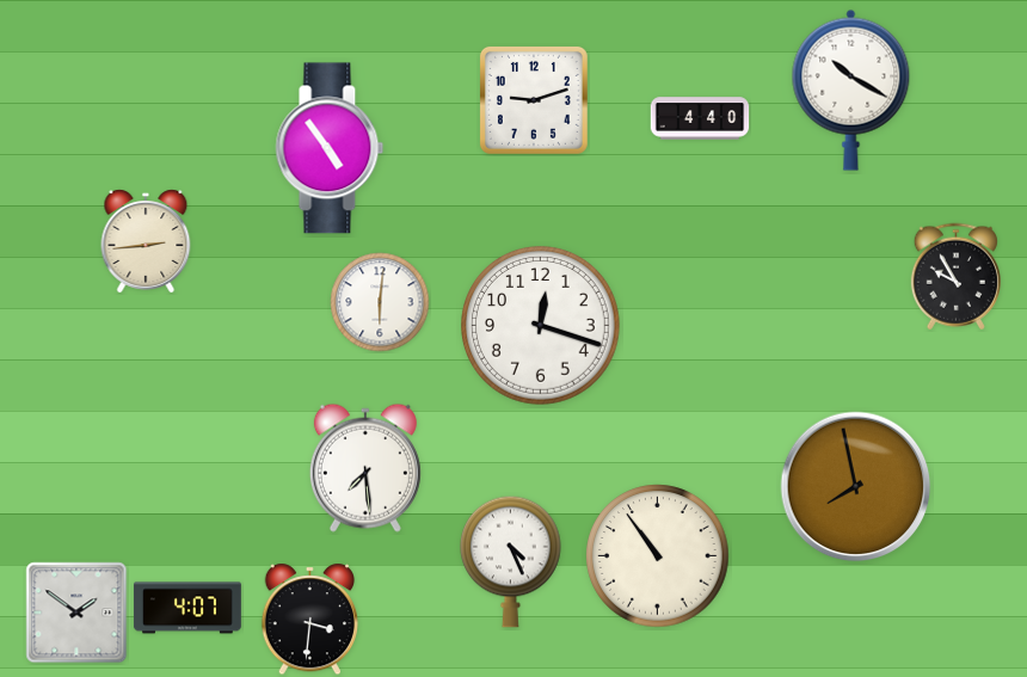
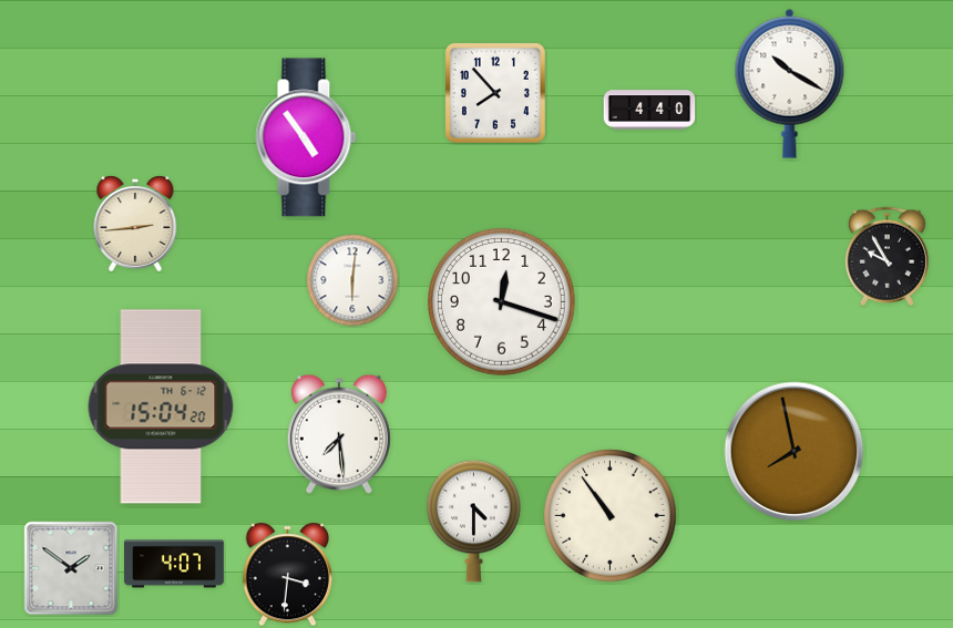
clock at (534, 100): 9:12 -> 7:53
clock at (161, 406): none -> 15:04
clock at (511, 561): 4:26 -> 4:30
